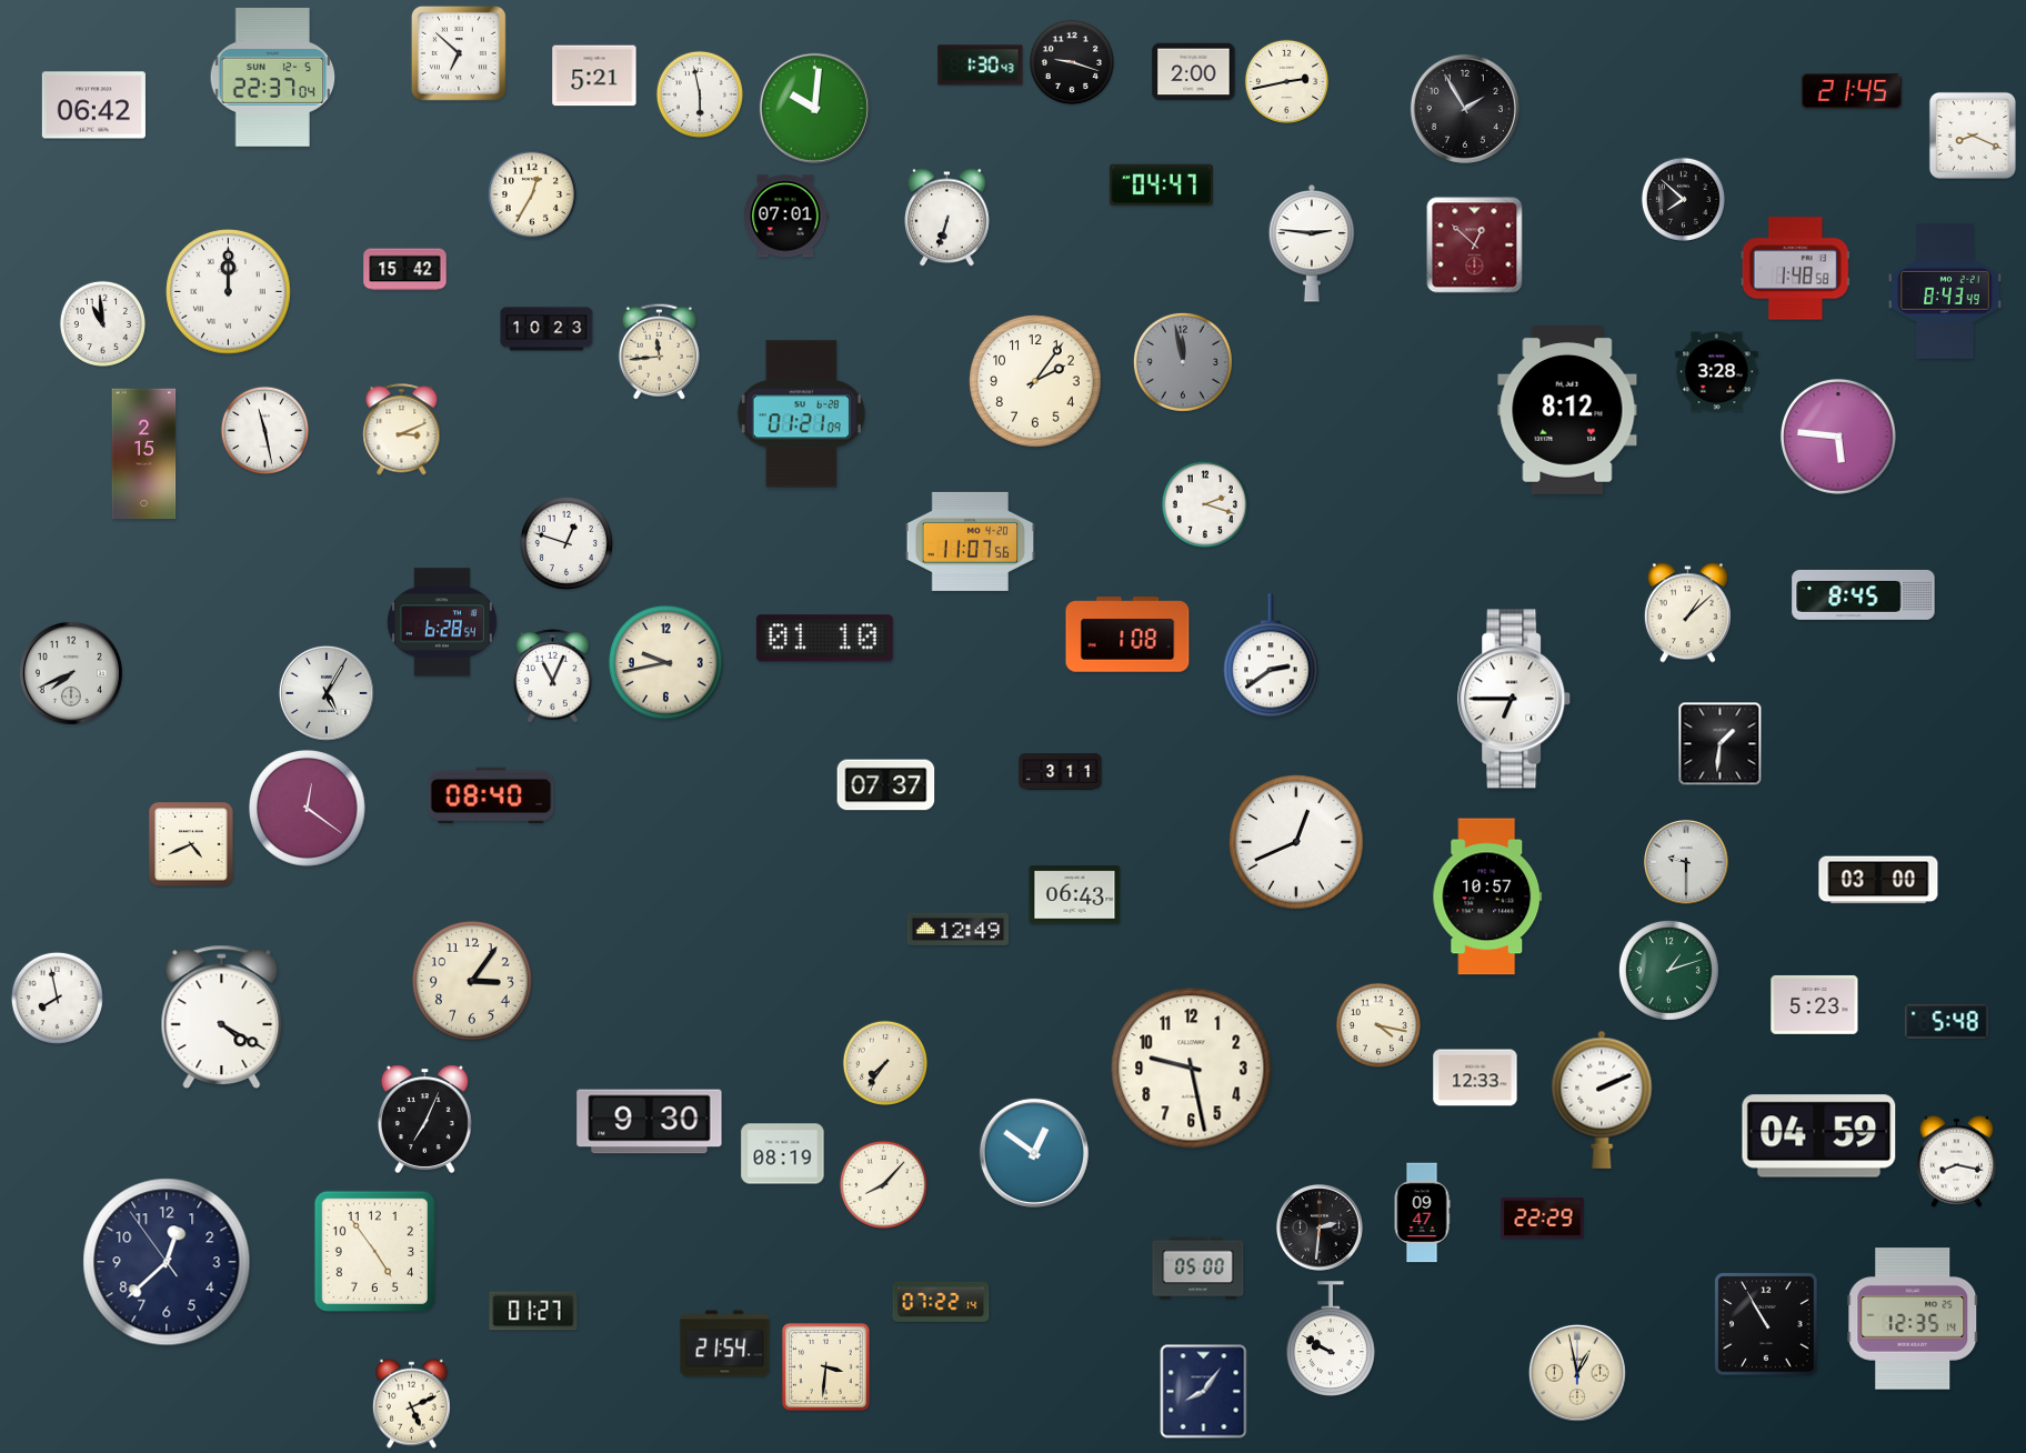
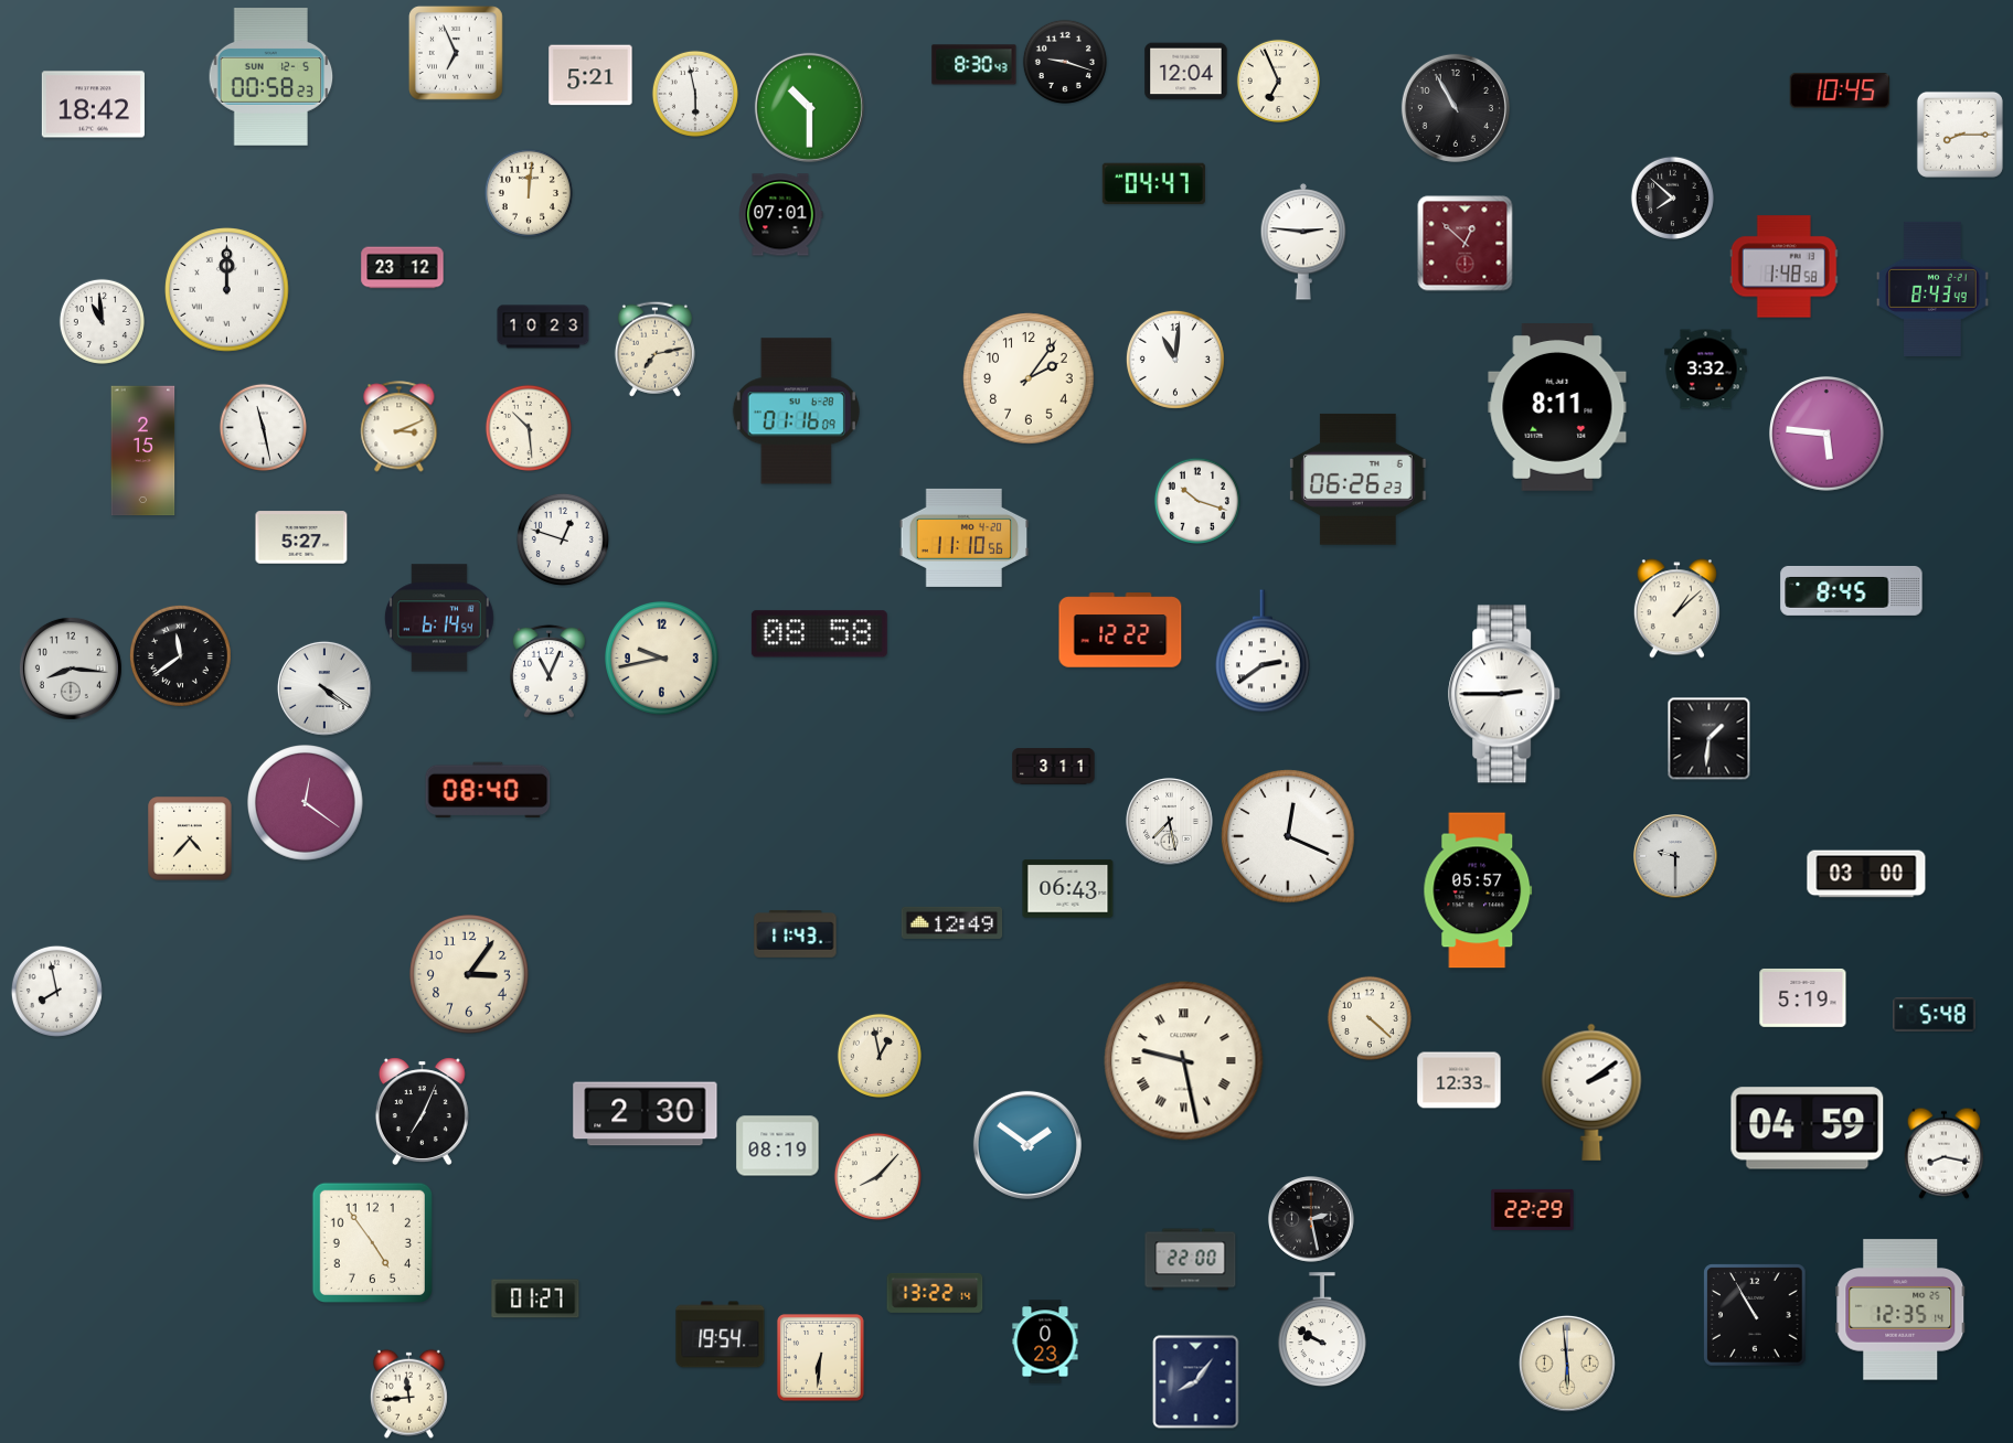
clock at (459, 53): 6:52 -> 6:56
clock at (981, 66): 1:30 -> 8:30
clock at (1194, 72): 2:00 -> 12:04
clock at (273, 78): 22:37 -> 00:58
clock at (1286, 81): 2:43 -> 6:56
clock at (1852, 91): 21:45 -> 10:45
clock at (93, 106): 06:42 -> 18:42
clock at (814, 108): 10:01 -> 10:30
clock at (1465, 109): 1:55 -> 10:55
clock at (1973, 136): 8:19 -> 8:15
clock at (532, 194): 12:35 -> 12:01
clock at (947, 218): 6:33 -> none
clock at (405, 270): 15:42 -> 23:12
clock at (659, 351): 11:44 -> 7:13
clock at (1183, 362): 11:58 -> 11:01
clock at (1183, 362) dial: grey -> white
clock at (1717, 372): 3:28 -> 3:32
clock at (1567, 411): 8:12 -> 8:11
clock at (801, 414): 01:21 -> 01:16
clock at (529, 428): none -> 10:29
clock at (1357, 479): none -> 06:26
clock at (1205, 504): 2:18 -> 10:18
clock at (301, 537): none -> 5:27
clock at (971, 541): 11:07 -> 11:10
clock at (442, 622): 6:28 -> 6:14
clock at (1127, 634): 1:08 -> 12:22
clock at (824, 639): 01:10 -> 08:58
clock at (180, 655): none -> 11:39
clock at (71, 673): 7:41 -> 8:16
clock at (327, 693): 5:05 -> 4:21
clock at (1515, 699): 6:45 -> 2:45
clock at (886, 785): 07:37 -> none
clock at (1170, 822): none -> 7:28
clock at (1296, 842): 12:41 -> 12:19
clock at (191, 844): 4:41 -> 4:37
clock at (1487, 896): 10:57 -> 05:57
clock at (796, 934): none -> 11:43
clock at (1668, 970): 1:12 -> none
clock at (1815, 1004): 5:23 -> 5:19
clock at (222, 1016): 4:20 -> none
clock at (1378, 1025): 4:17 -> 4:22
clock at (885, 1063): 7:36 -> 12:58
clock at (1192, 1069) numerals: Arabic -> Roman
clock at (1475, 1078) position: (1475, 1078) -> (1459, 1080)
clock at (1602, 1100): 2:11 -> 2:09
clock at (650, 1122): 9:30 -> 2:30
clock at (1034, 1153): 12:51 -> 1:51
clock at (1422, 1213): 09:47 -> none
clock at (1321, 1229): 2:31 -> 2:28
clock at (167, 1262): 12:37 -> none
clock at (1198, 1269): 05:00 -> 22:00
clock at (941, 1302): 07:22 -> 13:22
clock at (533, 1311) position: (533, 1311) -> (535, 1298)
clock at (725, 1344): 21:54 -> 19:54
clock at (1045, 1342): none -> 0:23
clock at (825, 1366): 3:31 -> 6:31
clock at (1577, 1373): 12:58 -> 5:59
clock at (411, 1403): 5:11 -> 11:44
